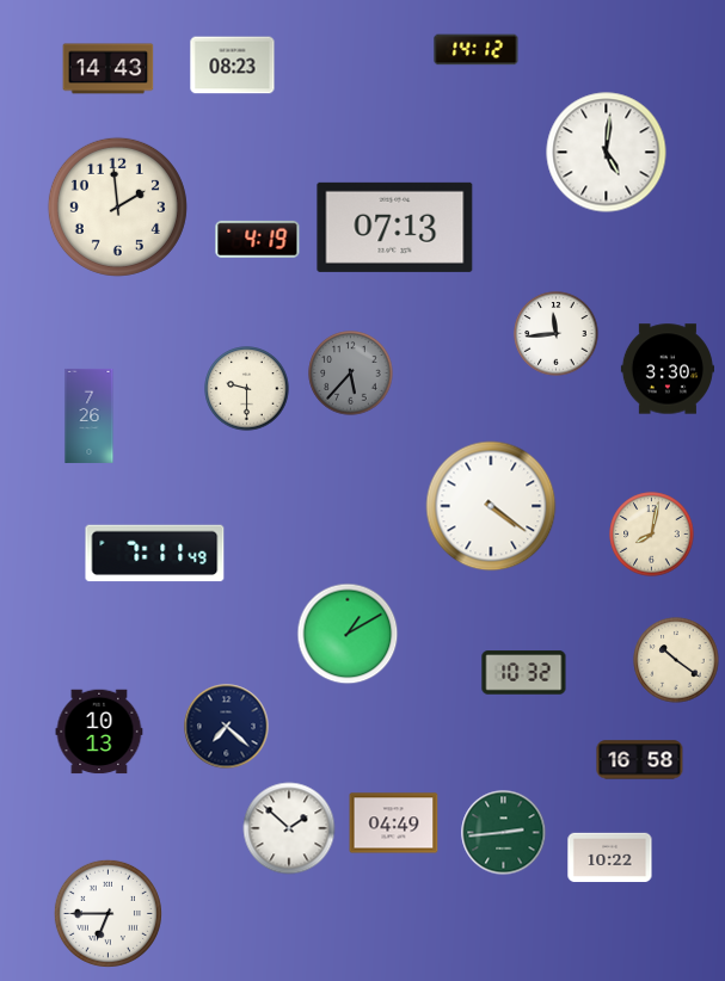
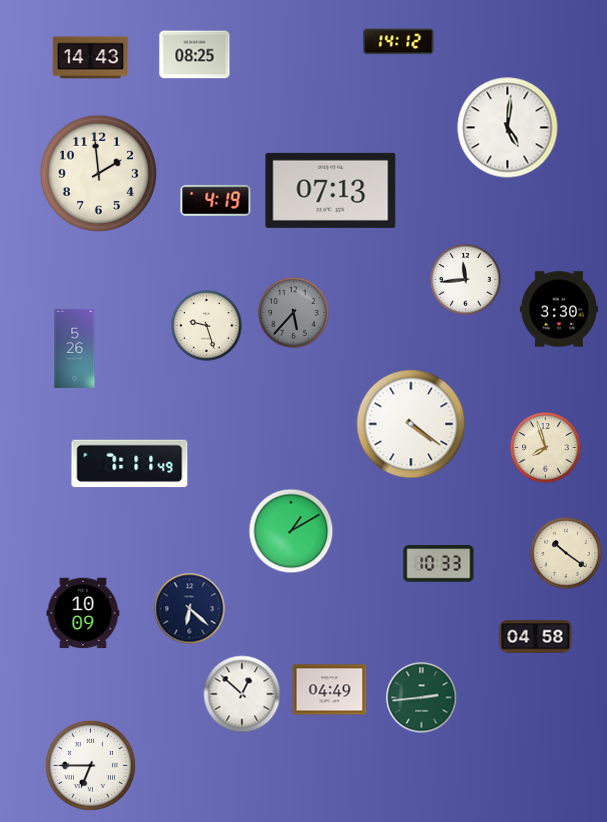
clock at (233, 66): 08:23 -> 08:25
clock at (247, 389): 9:30 -> 9:27
clock at (90, 415): 7:26 -> 5:26
clock at (652, 535): 8:02 -> 7:57
clock at (524, 673): 10:32 -> 10:33
clock at (227, 727): 7:22 -> 6:22
clock at (99, 732): 10:13 -> 10:09
clock at (640, 760): 16:58 -> 04:58
clock at (289, 828): 1:52 -> 12:52
clock at (610, 858): 10:22 -> none
